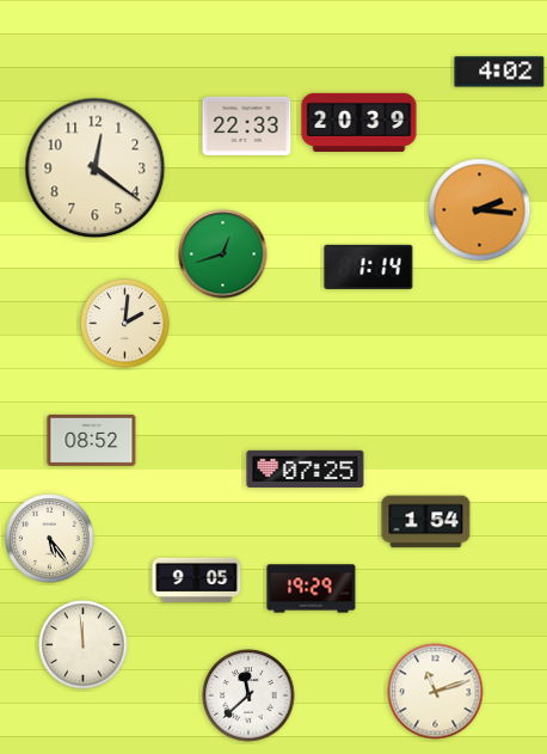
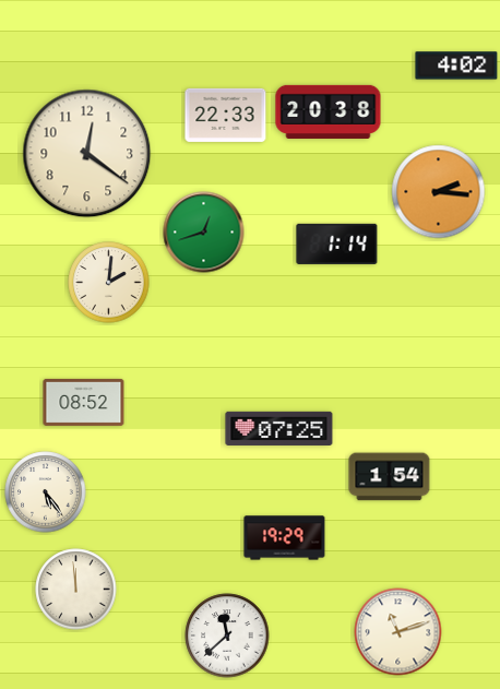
clock at (359, 122): 20:39 -> 20:38
clock at (125, 324) position: (125, 324) -> (109, 283)
clock at (197, 580): 9:05 -> none
